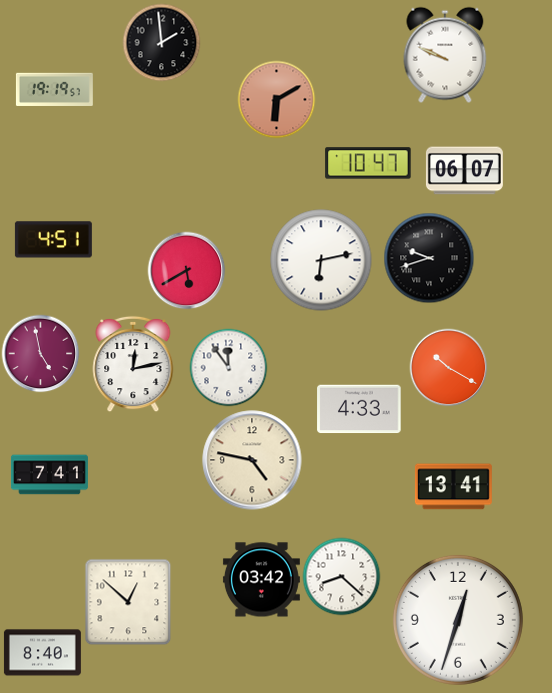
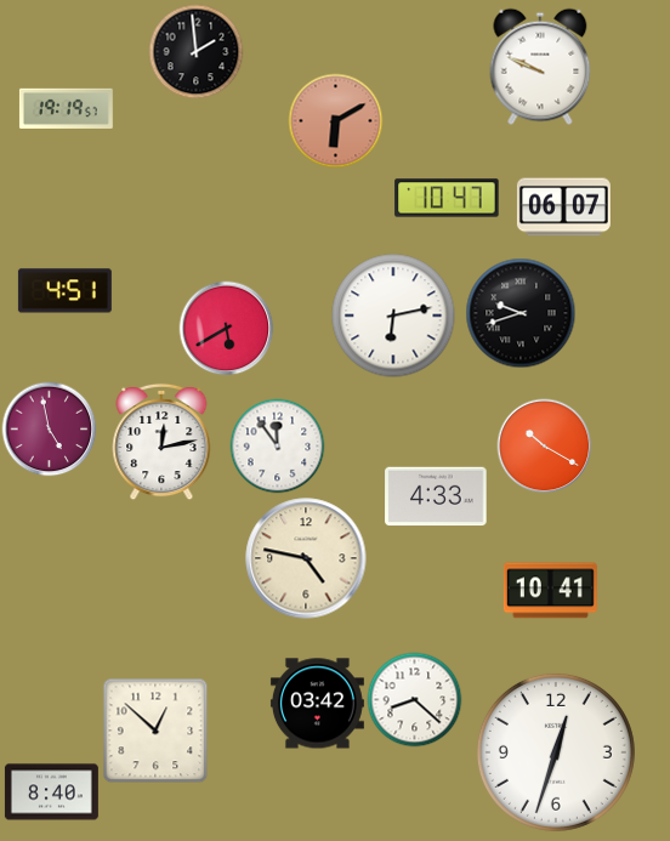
clock at (321, 260) position: (321, 260) -> (393, 316)
clock at (49, 475): 7:41 -> none
clock at (453, 487): 13:41 -> 10:41
